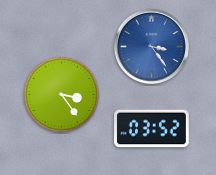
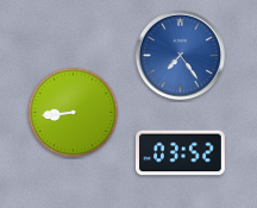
clock at (151, 46): 3:24 -> 7:24
clock at (62, 95): 3:24 -> 8:44
